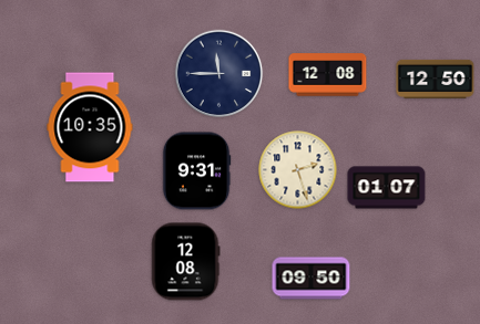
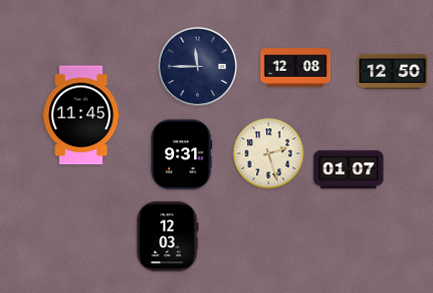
clock at (90, 127): 10:35 -> 11:45
clock at (196, 171) position: (196, 171) -> (181, 155)
clock at (186, 262): 12:08 -> 12:03
clock at (312, 279): 09:50 -> none
